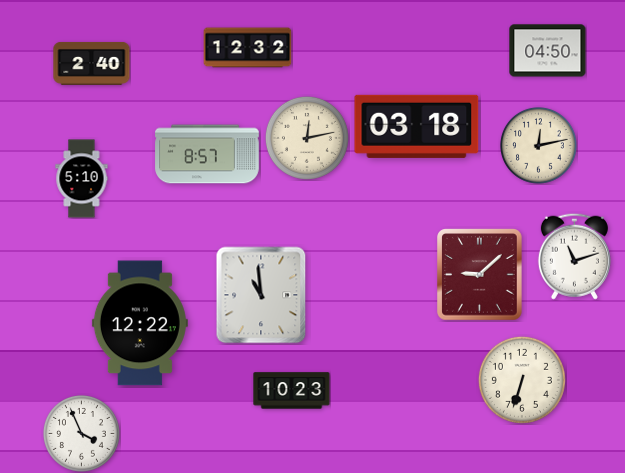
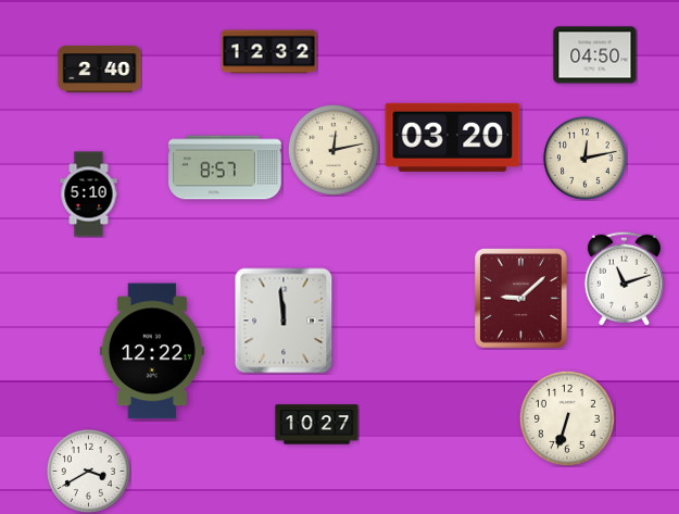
clock at (417, 126): 03:18 -> 03:20
clock at (261, 295): 10:59 -> 11:59
clock at (522, 380) position: (522, 380) -> (567, 418)
clock at (292, 391): 10:23 -> 10:27
clock at (82, 434): 3:56 -> 3:40
